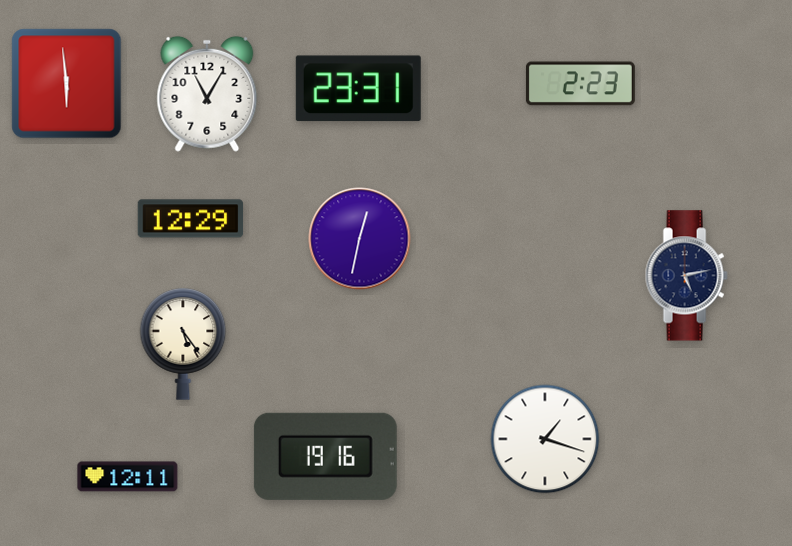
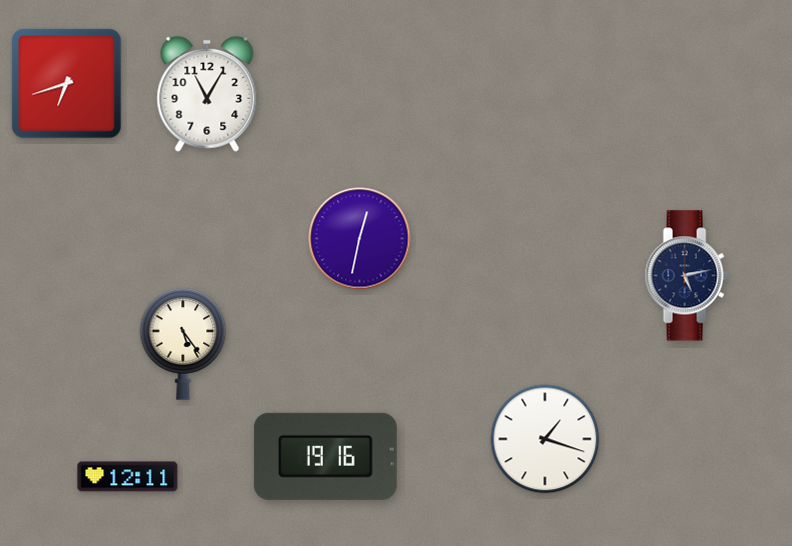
clock at (67, 84): 5:59 -> 6:42
clock at (580, 84): 2:23 -> none
clock at (358, 89): 23:31 -> none
clock at (191, 219): 12:29 -> none
